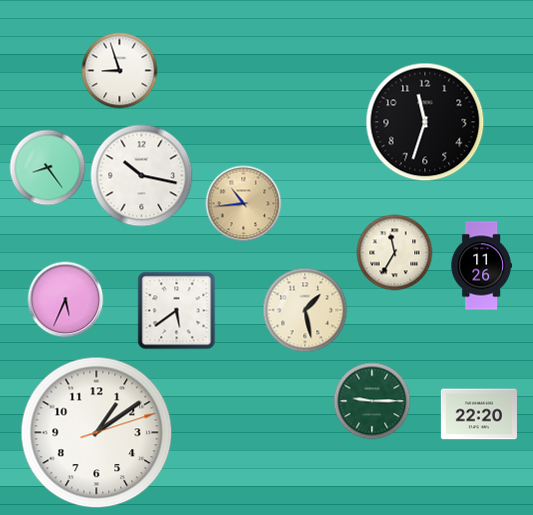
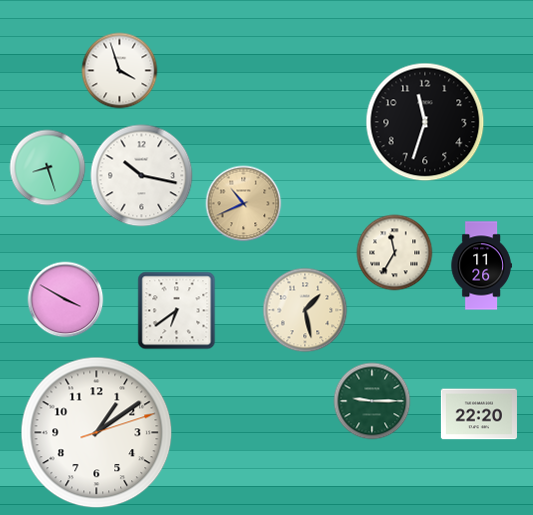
clock at (120, 71): 8:57 -> 3:57
clock at (48, 168): 8:24 -> 8:27
clock at (244, 204): 10:44 -> 10:41
clock at (66, 300): 5:34 -> 3:50
clock at (177, 311): 5:39 -> 6:39
